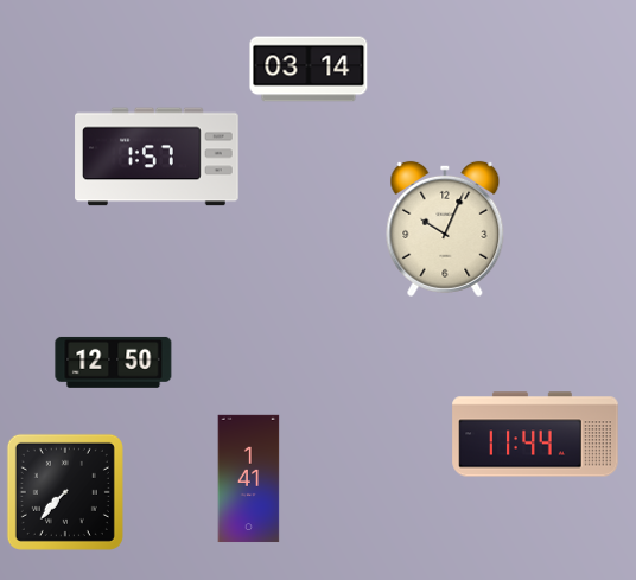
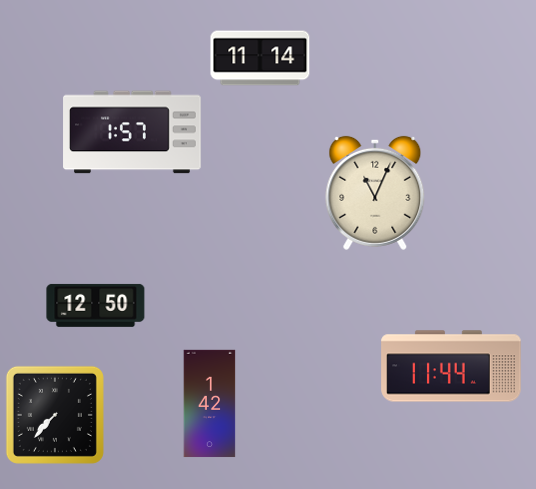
clock at (309, 69): 03:14 -> 11:14
clock at (445, 229): 10:04 -> 11:04
clock at (249, 479): 1:41 -> 1:42
